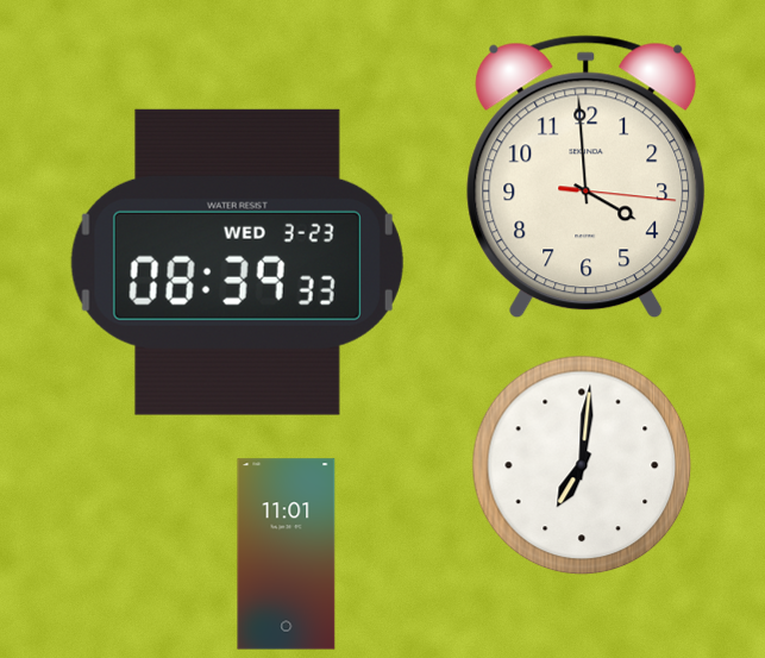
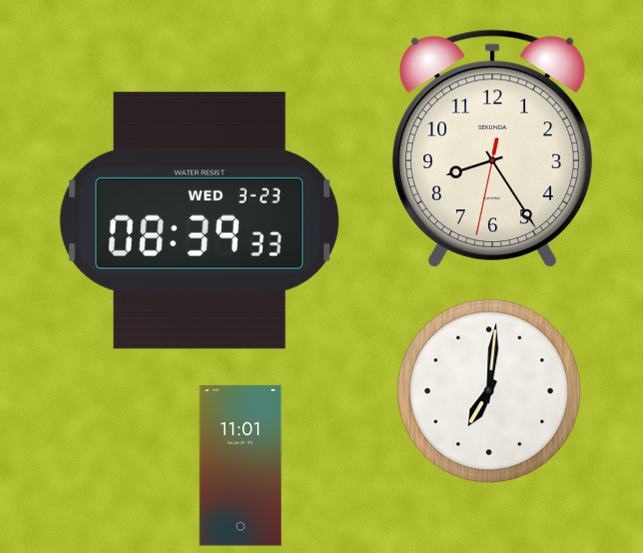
clock at (587, 177): 3:59 -> 8:24
